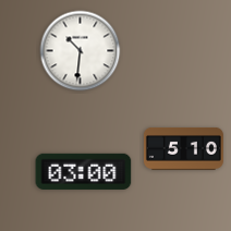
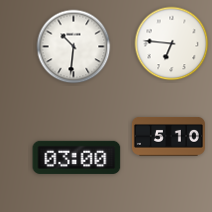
clock at (172, 44): none -> 6:46
